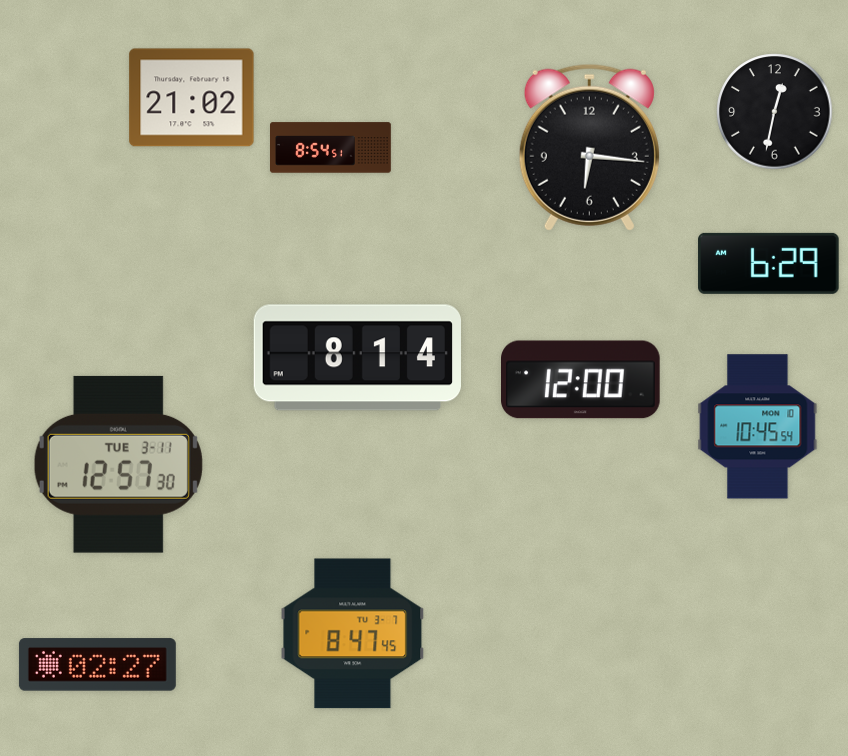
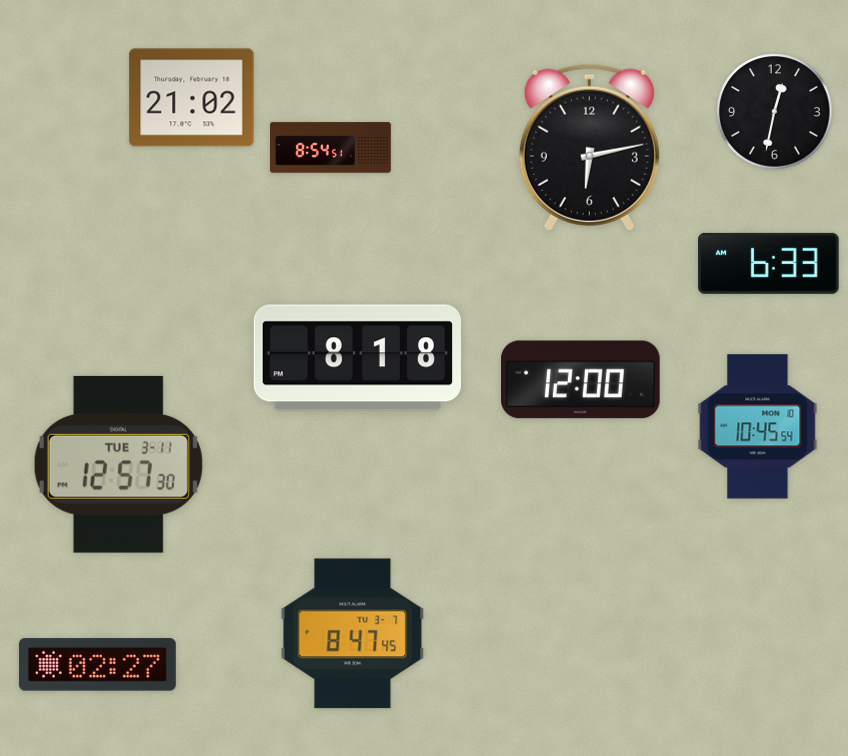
clock at (589, 147): 6:16 -> 6:13
clock at (769, 263): 6:29 -> 6:33
clock at (357, 358): 8:14 -> 8:18
